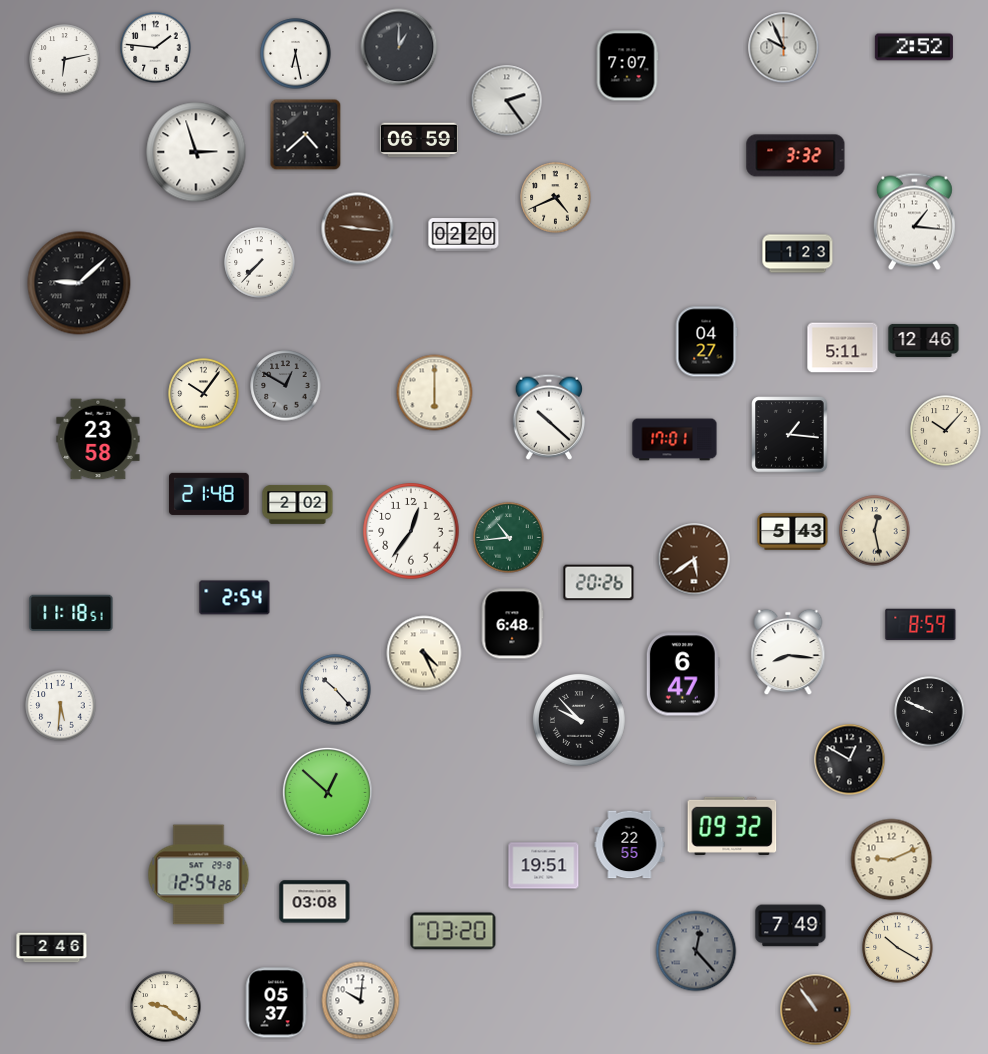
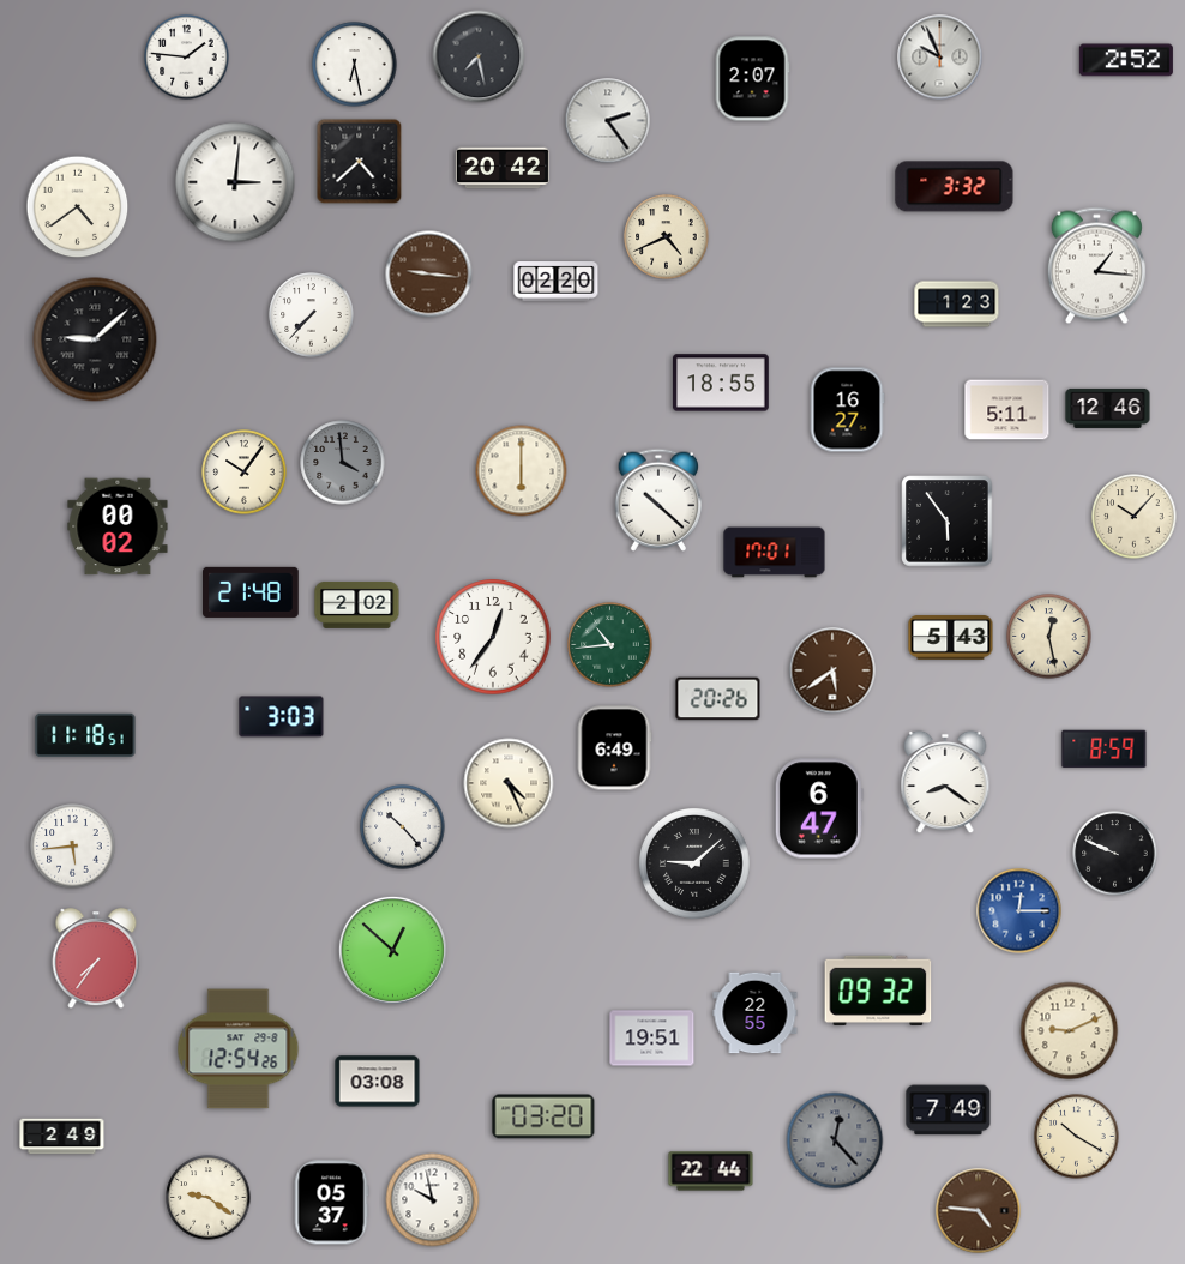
clock at (399, 47): 1:00 -> 7:28
clock at (914, 47) position: (914, 47) -> (1126, 60)
clock at (65, 60): 6:13 -> none
clock at (627, 66): 7:07 -> 2:07
clock at (306, 135) position: (306, 135) -> (360, 162)
clock at (419, 140): 06:59 -> 20:42
clock at (196, 152): 2:57 -> 3:01
clock at (78, 207): none -> 4:39
clock at (721, 383): none -> 18:55
clock at (706, 342): 04:27 -> 16:27
clock at (843, 348) position: (843, 348) -> (1007, 410)
clock at (286, 386): 12:50 -> 3:59
clock at (790, 435): 1:16 -> 5:54
clock at (98, 439): 23:58 -> 00:02
clock at (675, 440) position: (675, 440) -> (775, 553)
clock at (235, 598): 2:54 -> 3:03
clock at (512, 624): 6:48 -> 6:49
clock at (788, 652): 8:16 -> 8:21
clock at (61, 706): 5:31 -> 5:44
clock at (580, 721): 9:53 -> 9:08
clock at (850, 760): 12:50 -> 12:15
clock at (850, 760) dial: black -> blue
clock at (96, 959): none -> 7:36
clock at (52, 948): 2:46 -> 2:49
clock at (711, 1172): none -> 22:44
clock at (361, 1001): 10:01 -> 9:58
clock at (166, 1007) position: (166, 1007) -> (209, 1198)
clock at (816, 1010): 10:54 -> 4:46
